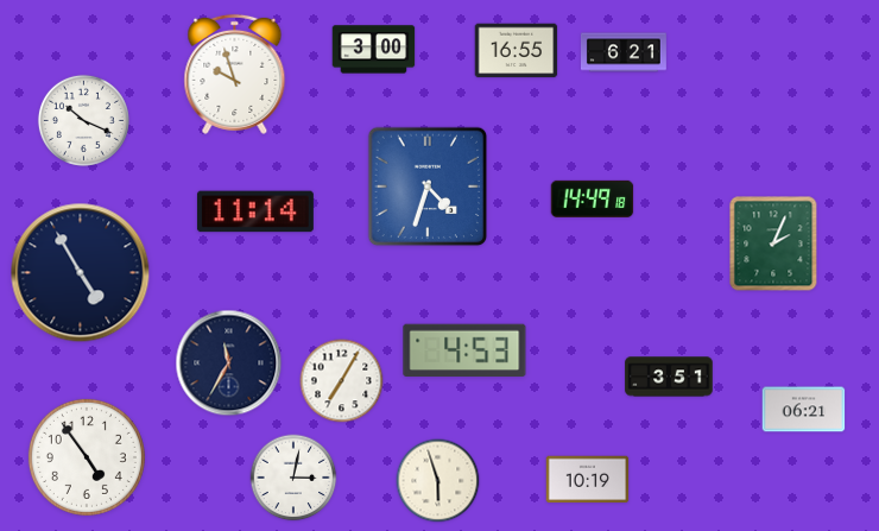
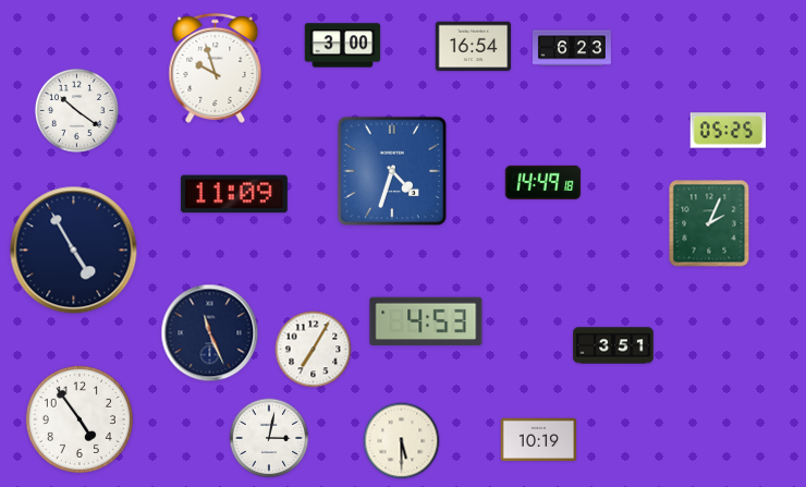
clock at (517, 51): 16:55 -> 16:54
clock at (624, 52): 6:21 -> 6:23
clock at (83, 120): 10:19 -> 10:21
clock at (729, 131): none -> 05:25
clock at (255, 211): 11:14 -> 11:09
clock at (229, 364): 11:35 -> 11:26
clock at (804, 410): 06:21 -> none
clock at (438, 481): 5:57 -> 5:30
